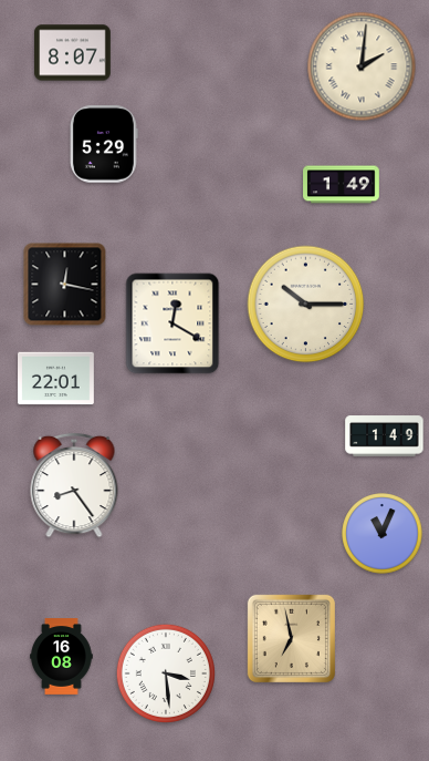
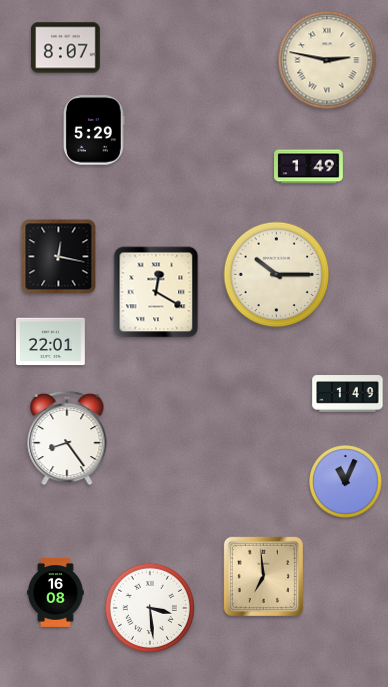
clock at (362, 66): 2:01 -> 2:47
clock at (291, 638): 6:58 -> 6:59
